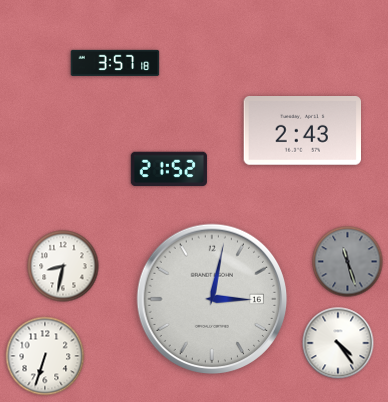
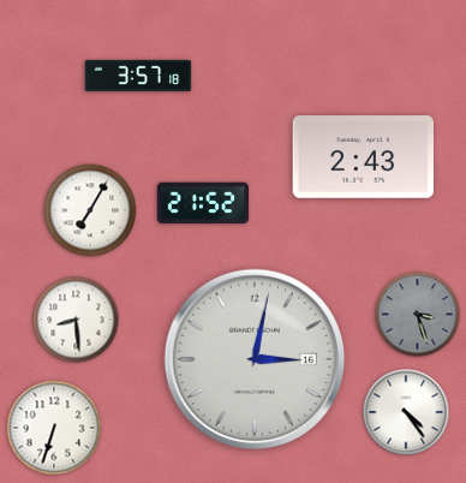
clock at (90, 210): none -> 7:05
clock at (348, 262): 11:27 -> 3:27
clock at (63, 266): 8:32 -> 8:29
